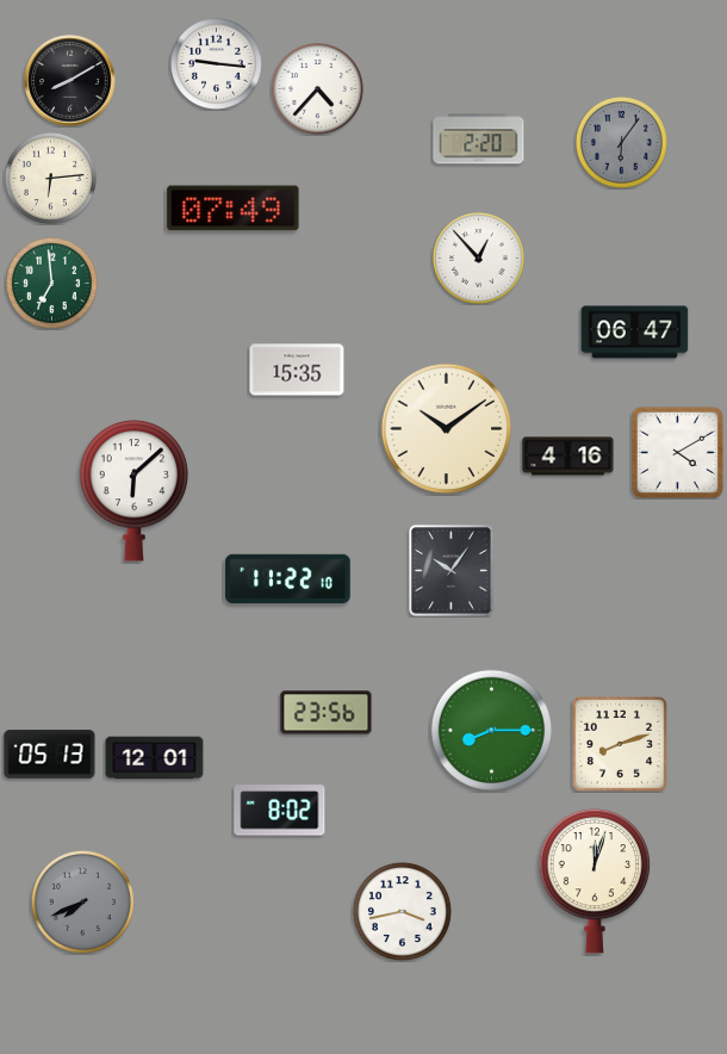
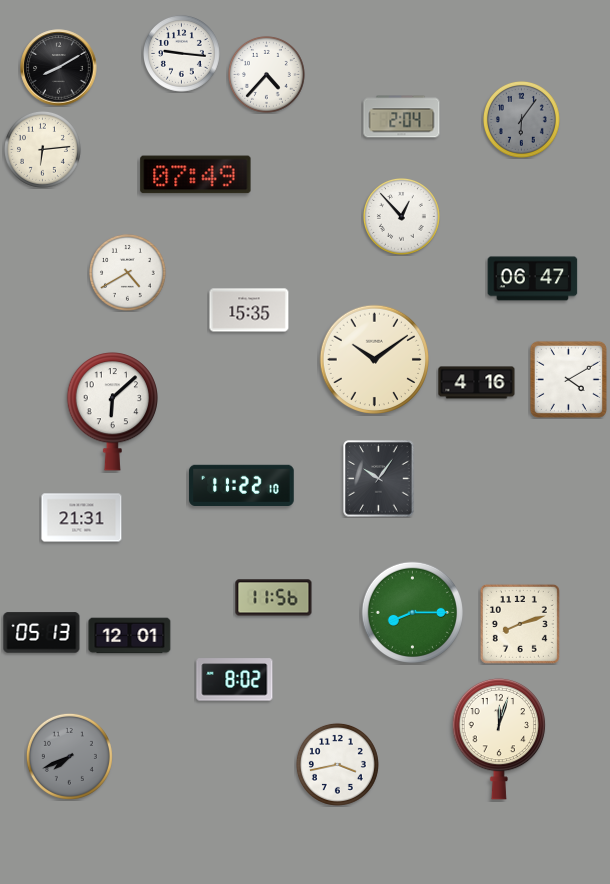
clock at (479, 139): 2:20 -> 2:04
clock at (51, 283): 6:59 -> none
clock at (127, 272): none -> 4:40
clock at (82, 518): none -> 21:31
clock at (327, 713): 23:56 -> 11:56
